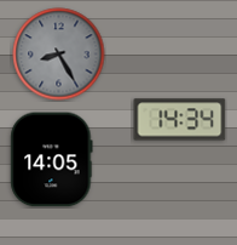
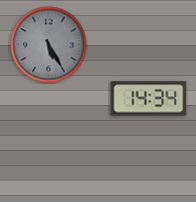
clock at (59, 55): 8:25 -> 5:25
clock at (52, 160): 14:05 -> none
